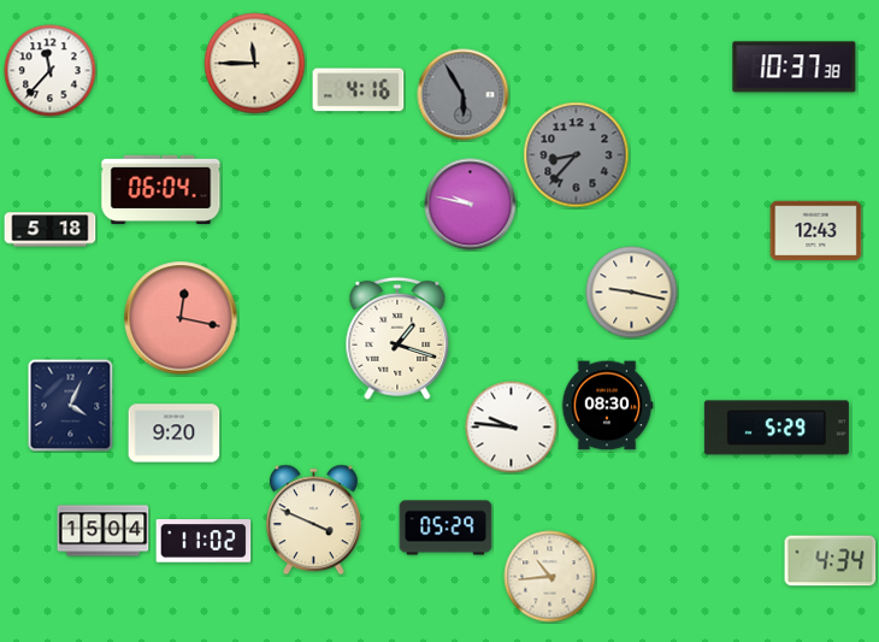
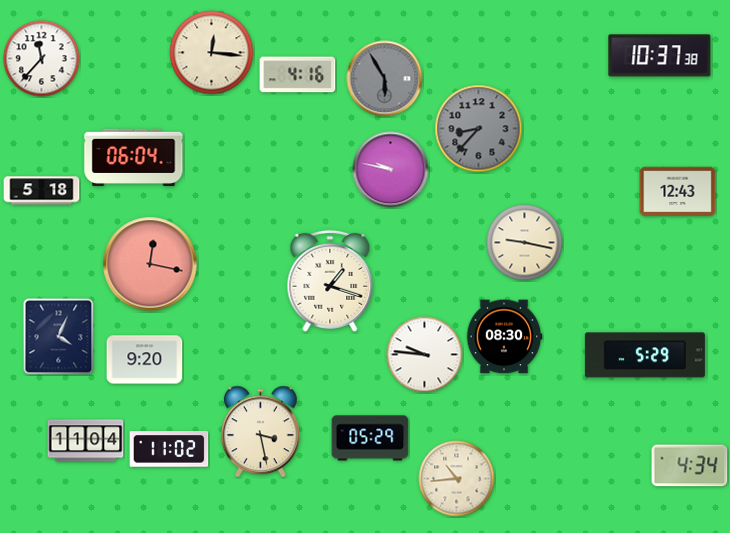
clock at (255, 64): 11:45 -> 12:16
clock at (313, 520): 3:49 -> 3:28
clock at (104, 531): 15:04 -> 11:04
